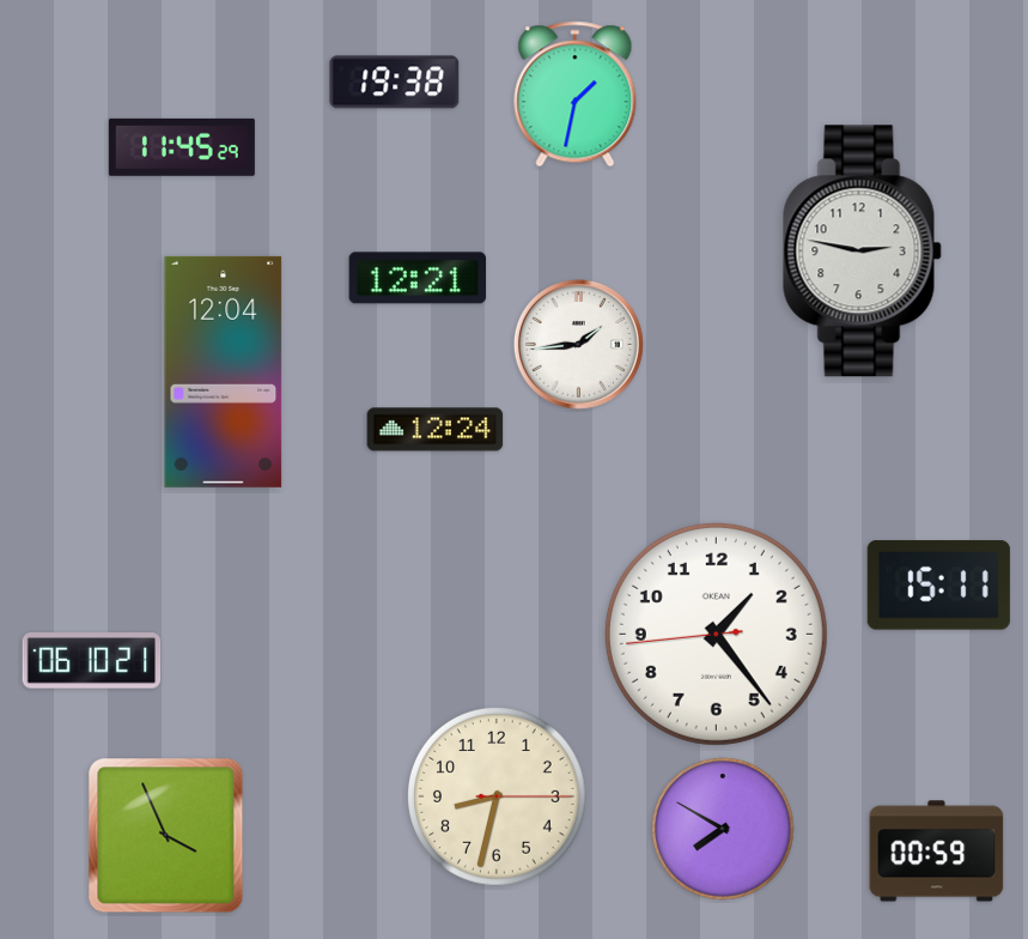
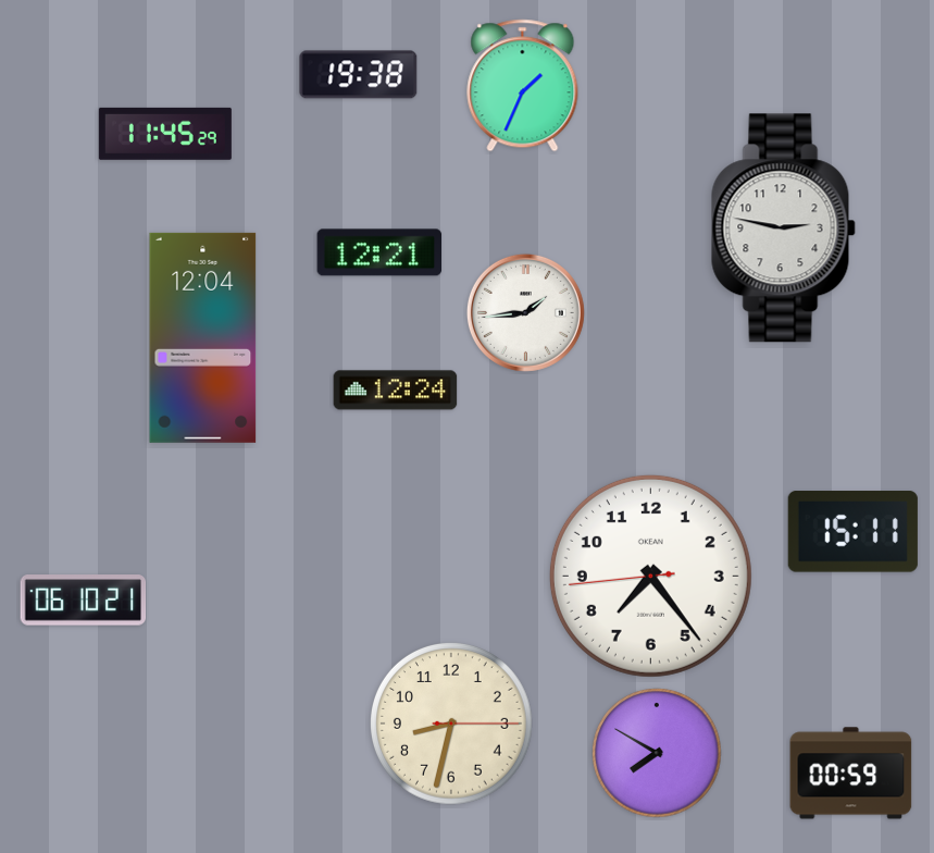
clock at (576, 95): 1:32 -> 1:34
clock at (716, 634): 1:23 -> 7:23
clock at (166, 836): 3:56 -> none
